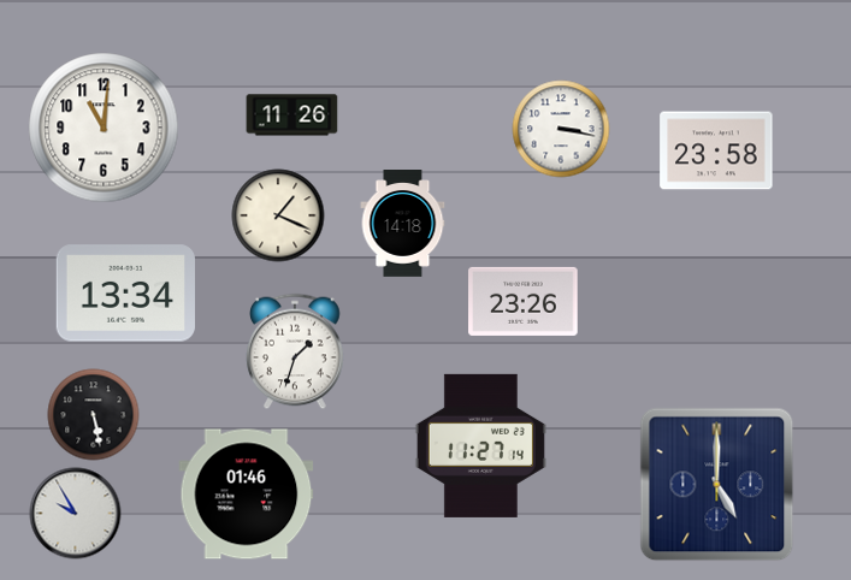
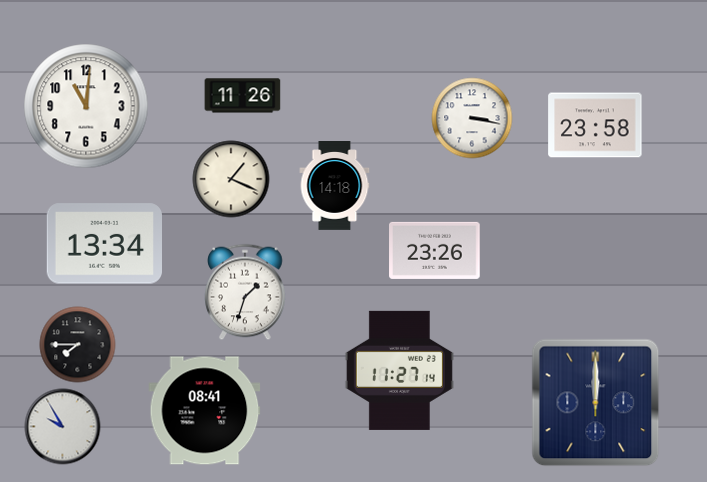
clock at (561, 129) position: (561, 129) -> (472, 118)
clock at (94, 415): 5:28 -> 7:45
clock at (717, 485): 5:00 -> 12:00
clock at (247, 495): 01:46 -> 08:41
